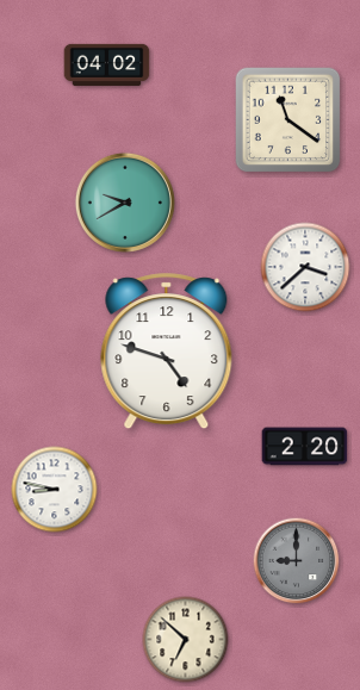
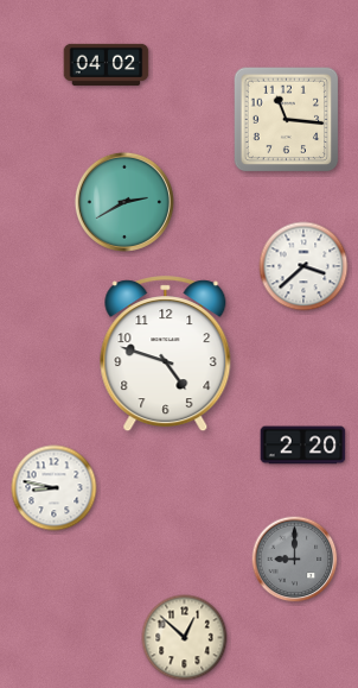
clock at (288, 120): 11:21 -> 11:16
clock at (125, 203): 9:40 -> 2:40
clock at (167, 352) position: (167, 352) -> (166, 354)
clock at (186, 640): 6:52 -> 12:52
